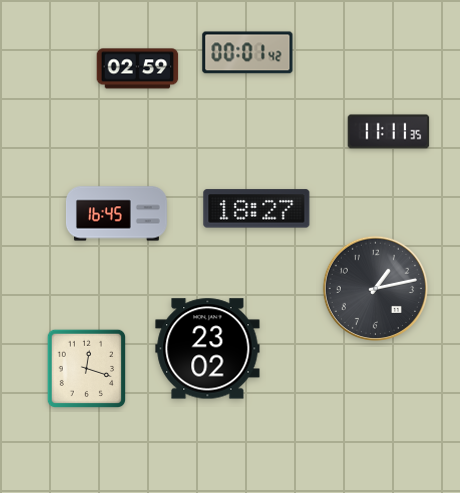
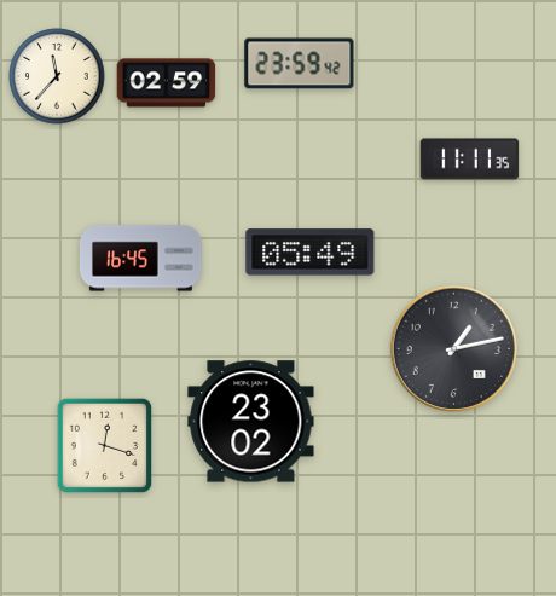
clock at (248, 53): 00:01 -> 23:59
clock at (57, 76): none -> 11:37
clock at (257, 209): 18:27 -> 05:49
